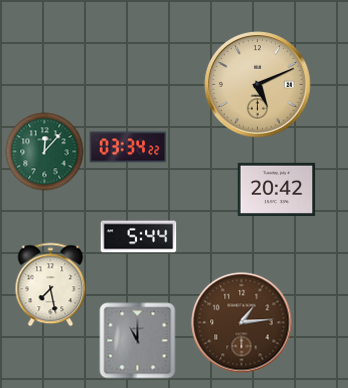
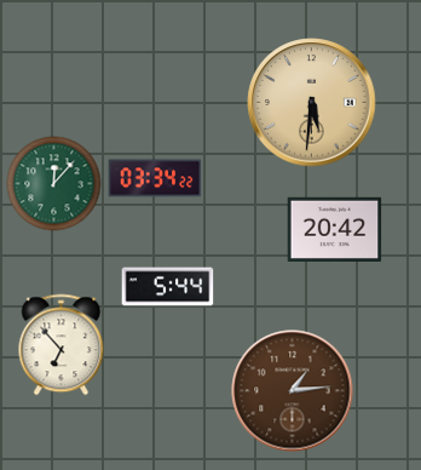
clock at (258, 85): 5:11 -> 5:31
clock at (51, 285): 7:28 -> 6:53
clock at (138, 341): 11:00 -> none
